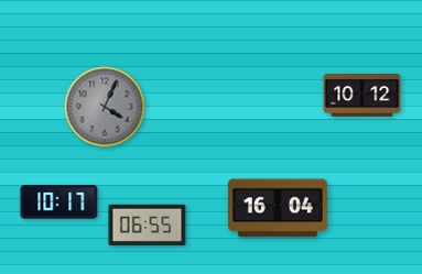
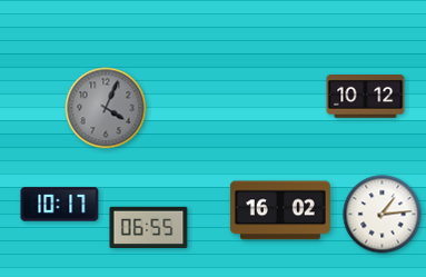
clock at (278, 208): 16:04 -> 16:02
clock at (383, 215): none -> 1:14
